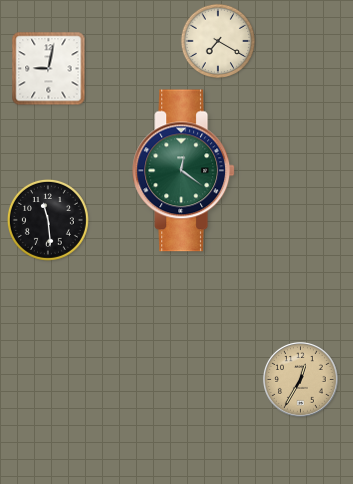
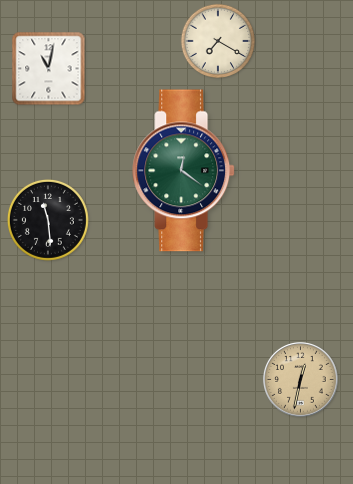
clock at (49, 69): 9:02 -> 11:02
clock at (301, 380): 12:35 -> 12:32
